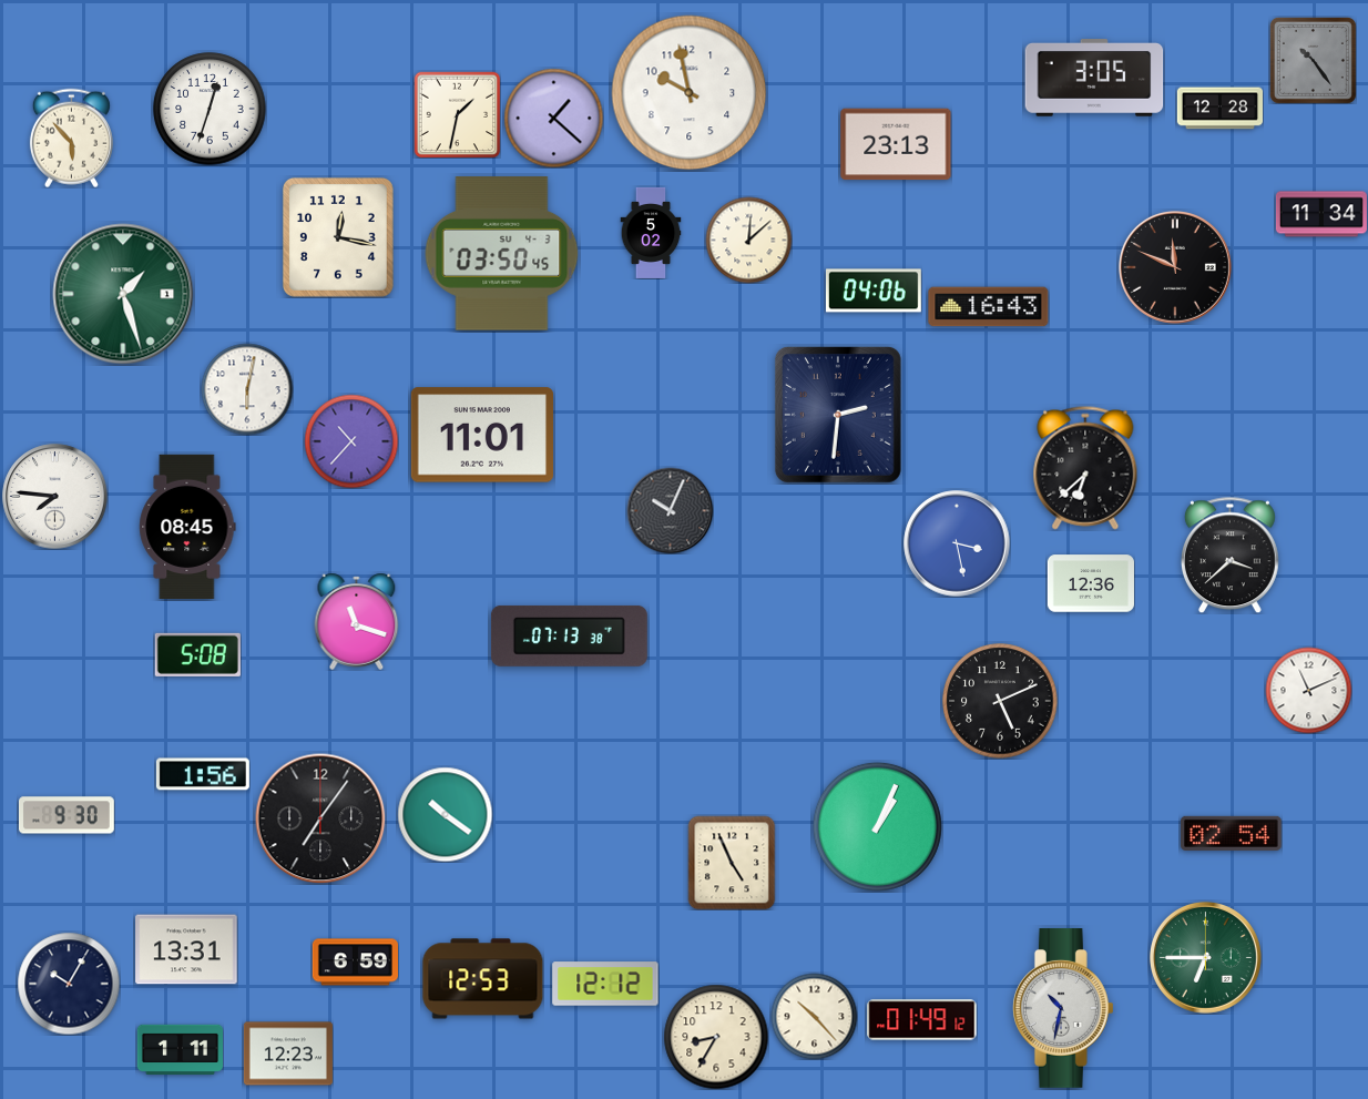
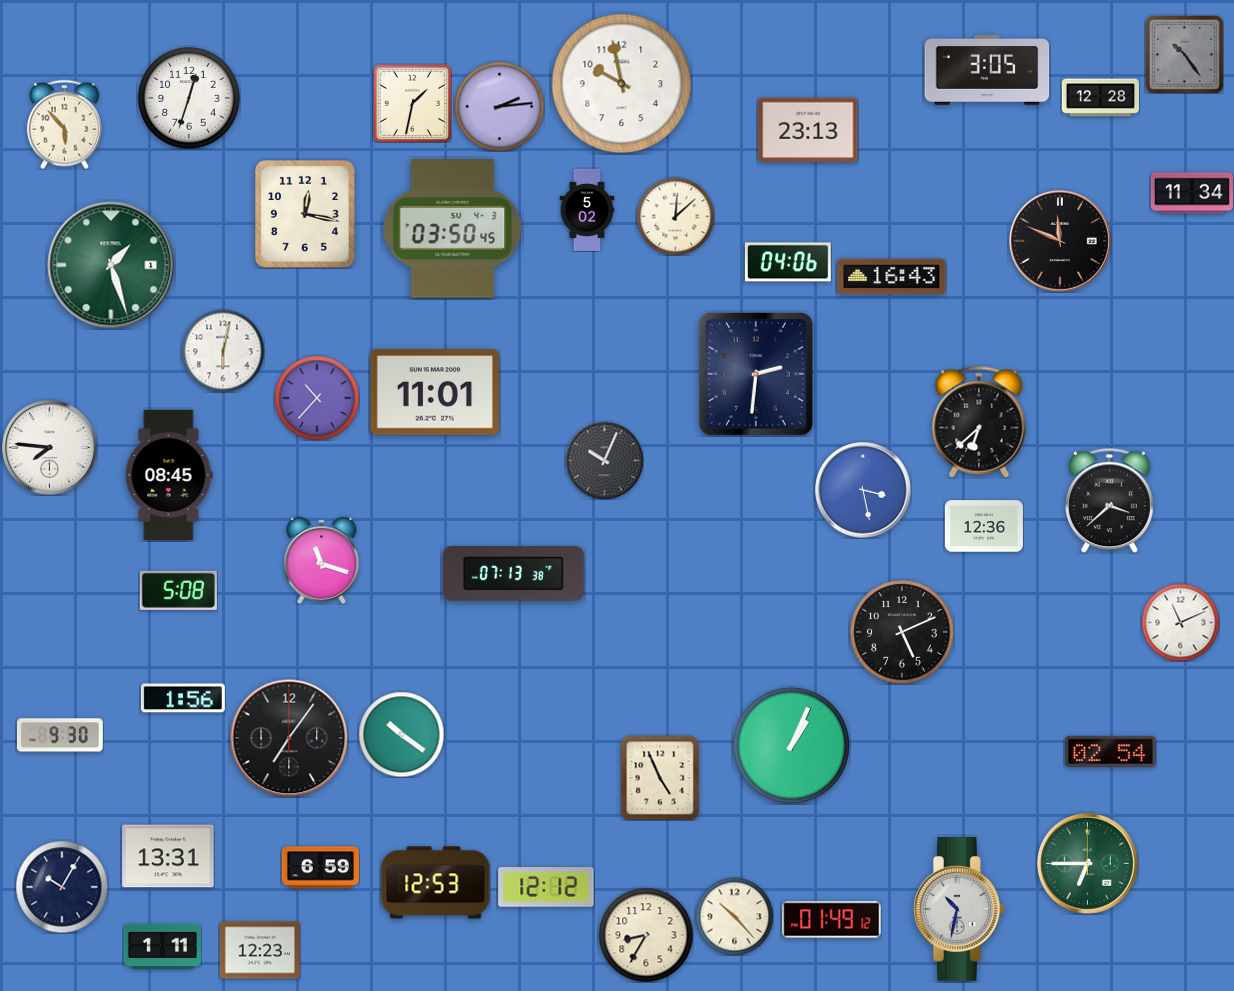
clock at (553, 118): 1:22 -> 2:14
